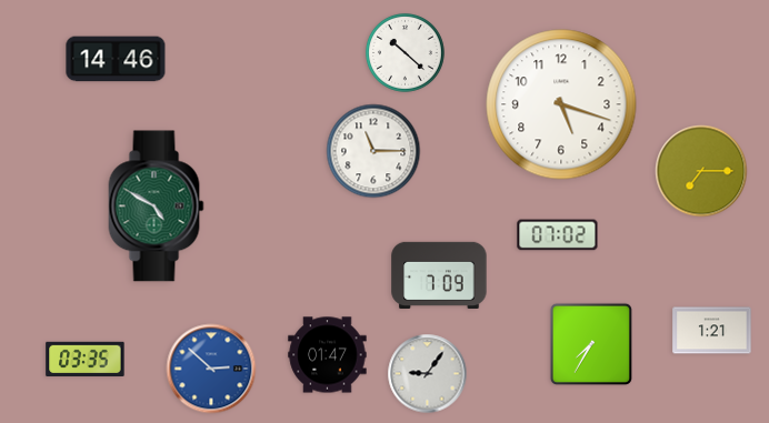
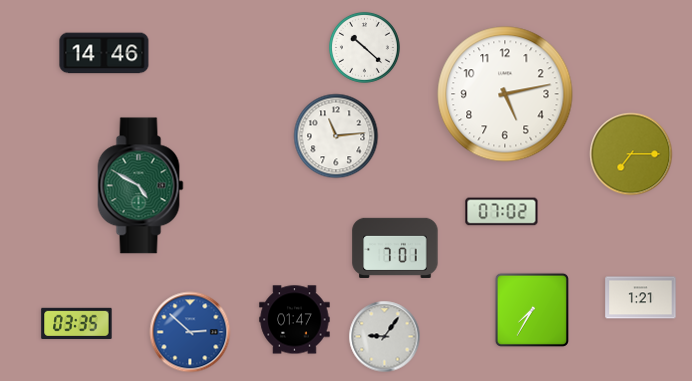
clock at (561, 104): 5:18 -> 5:13
clock at (373, 151): 11:15 -> 11:14
clock at (439, 275): 7:09 -> 7:01
